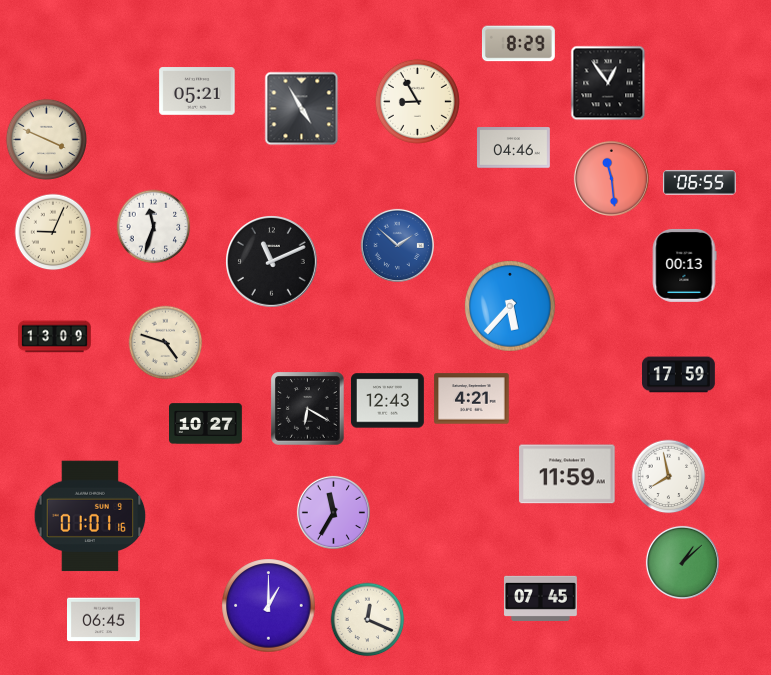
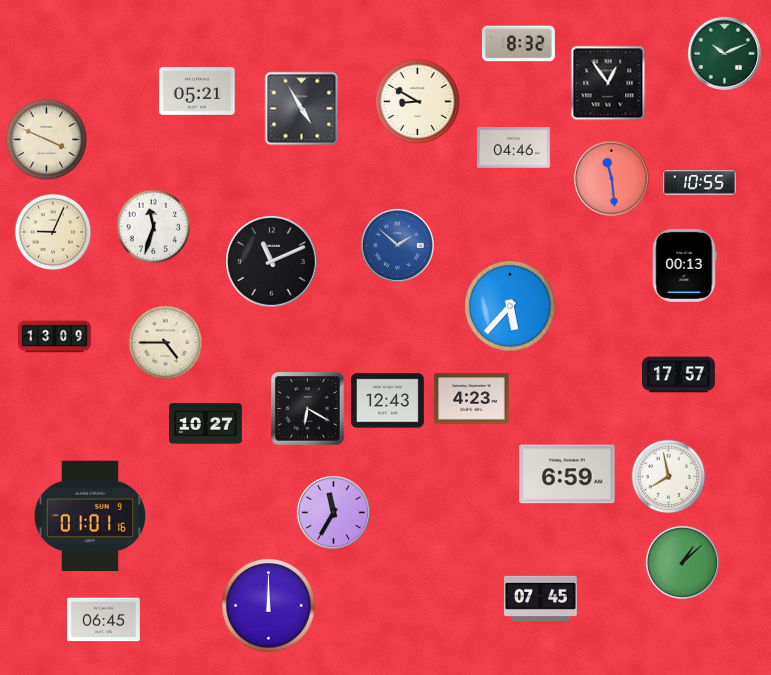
clock at (518, 44): 8:29 -> 8:32
clock at (724, 53): none -> 10:11
clock at (417, 101): 8:55 -> 8:50
clock at (699, 183): 06:55 -> 10:55
clock at (166, 343): 4:48 -> 4:45
clock at (679, 375): 17:59 -> 17:57
clock at (472, 399): 4:21 -> 4:23
clock at (567, 474): 11:59 -> 6:59
clock at (269, 606): 1:00 -> 12:00
clock at (368, 620): 12:19 -> none
